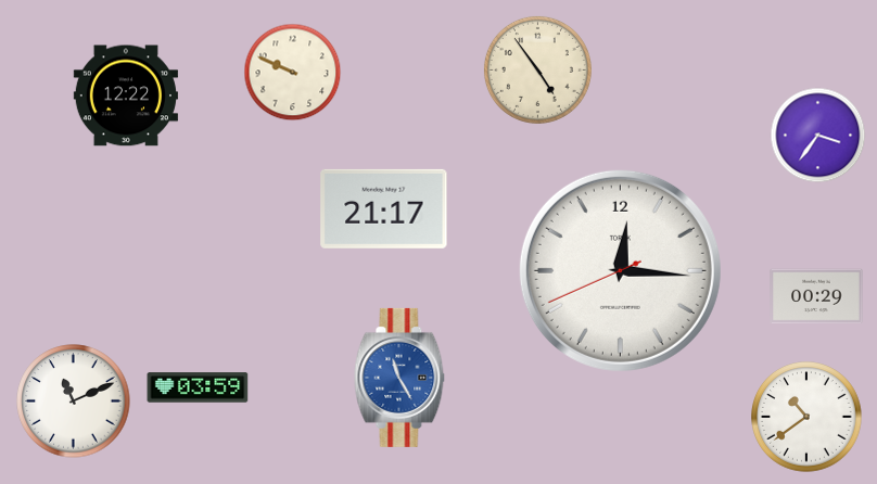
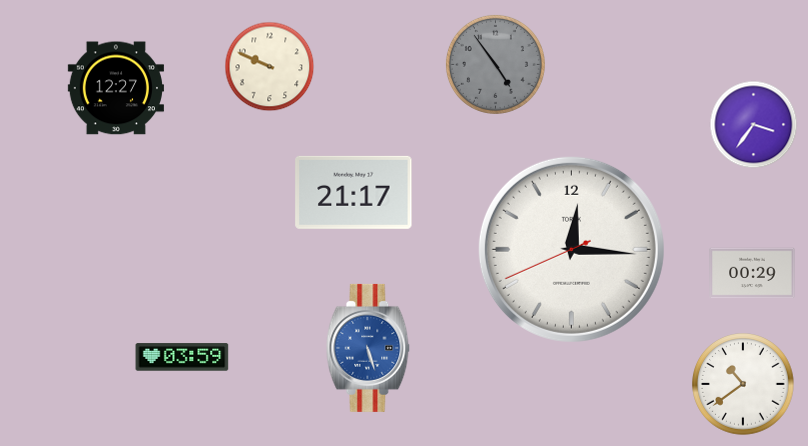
clock at (537, 69) dial: cream -> grey
clock at (126, 95): 12:22 -> 12:27
clock at (399, 378): 11:25 -> 5:27
clock at (74, 402): 11:11 -> none
